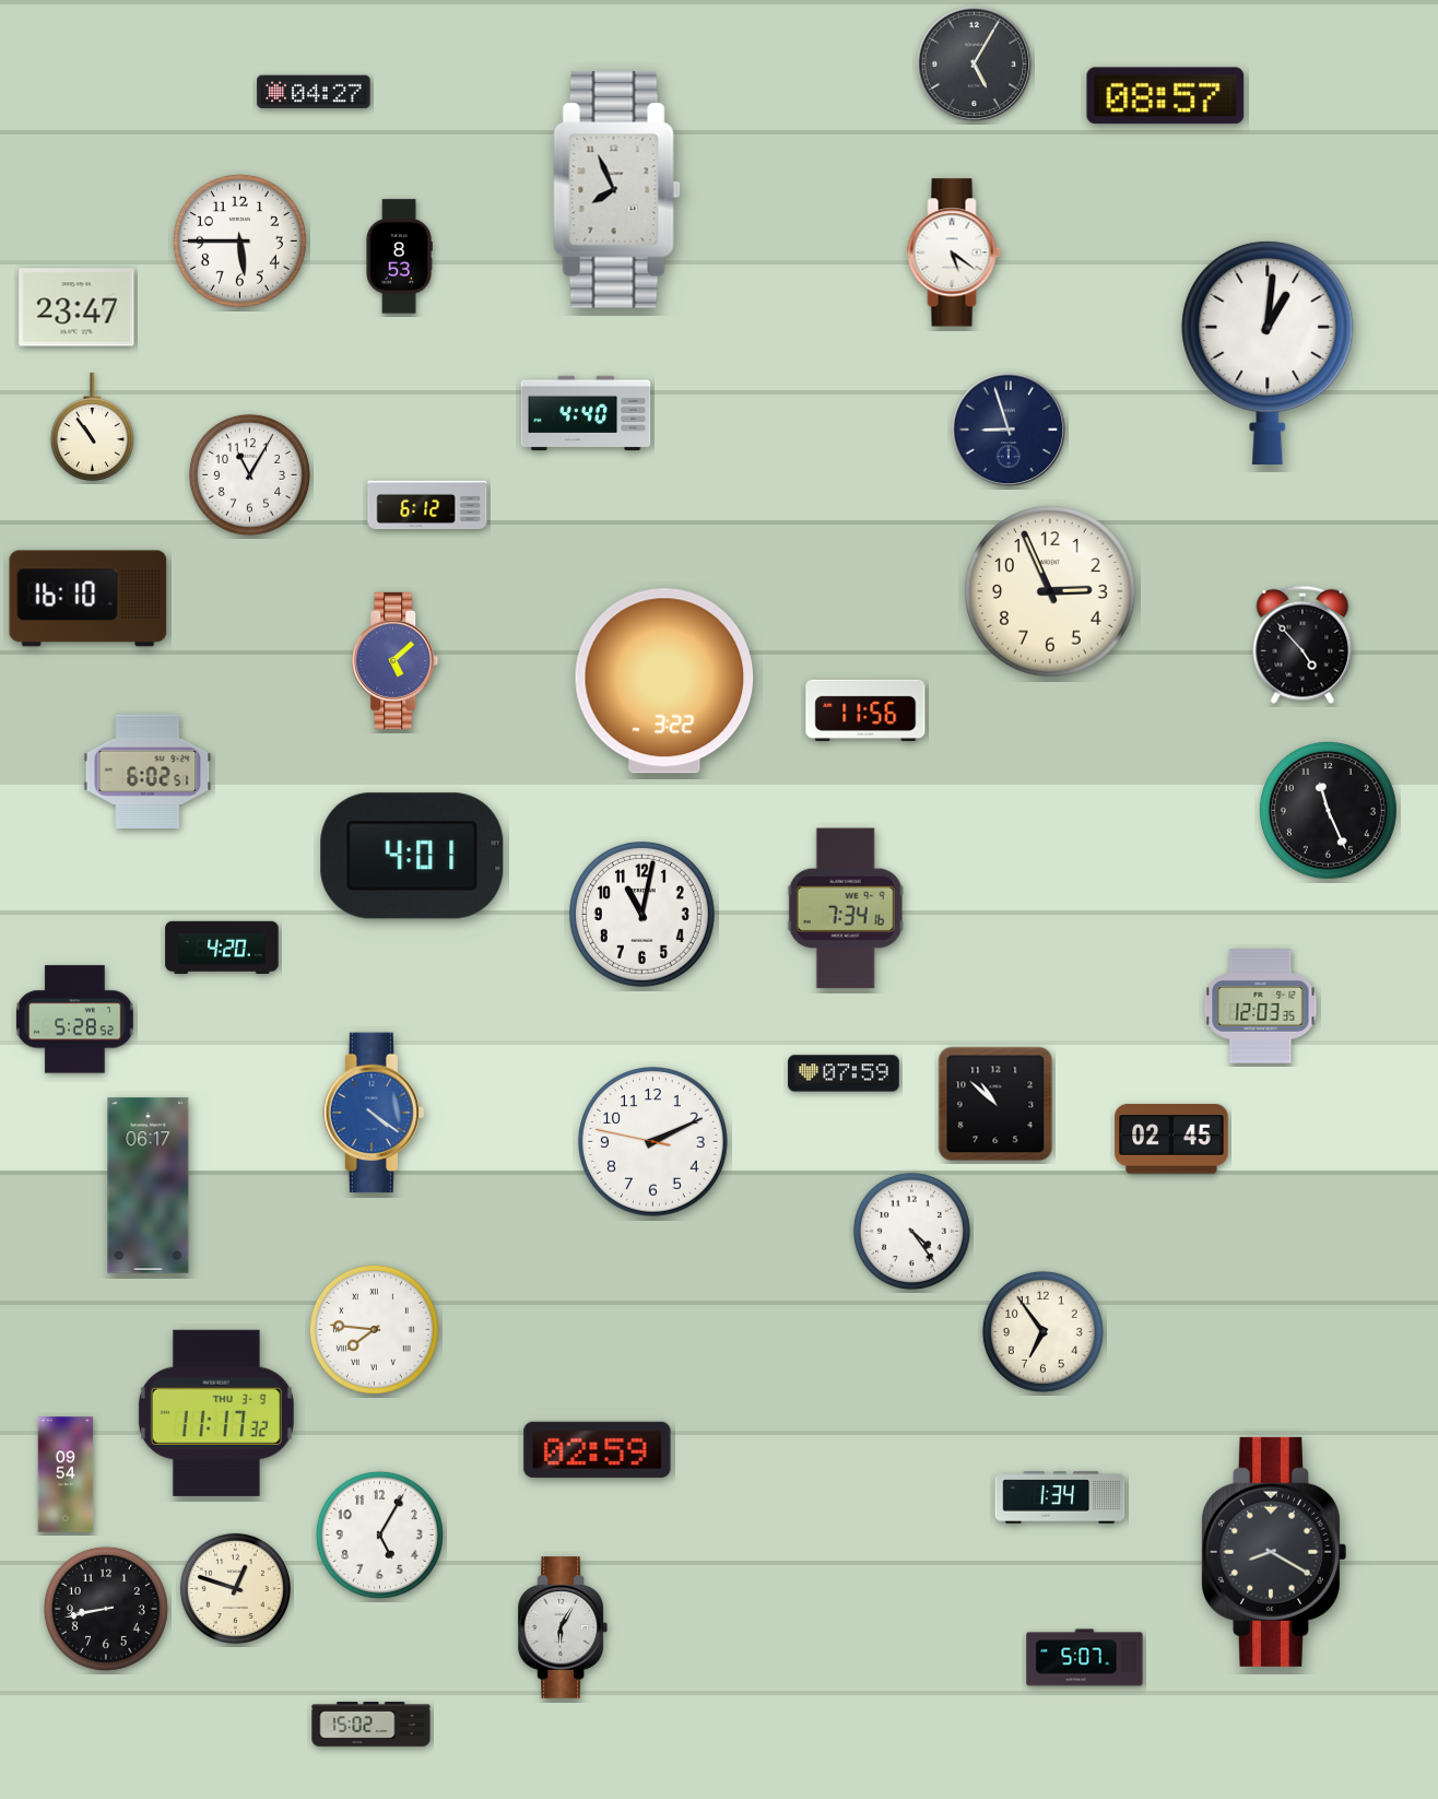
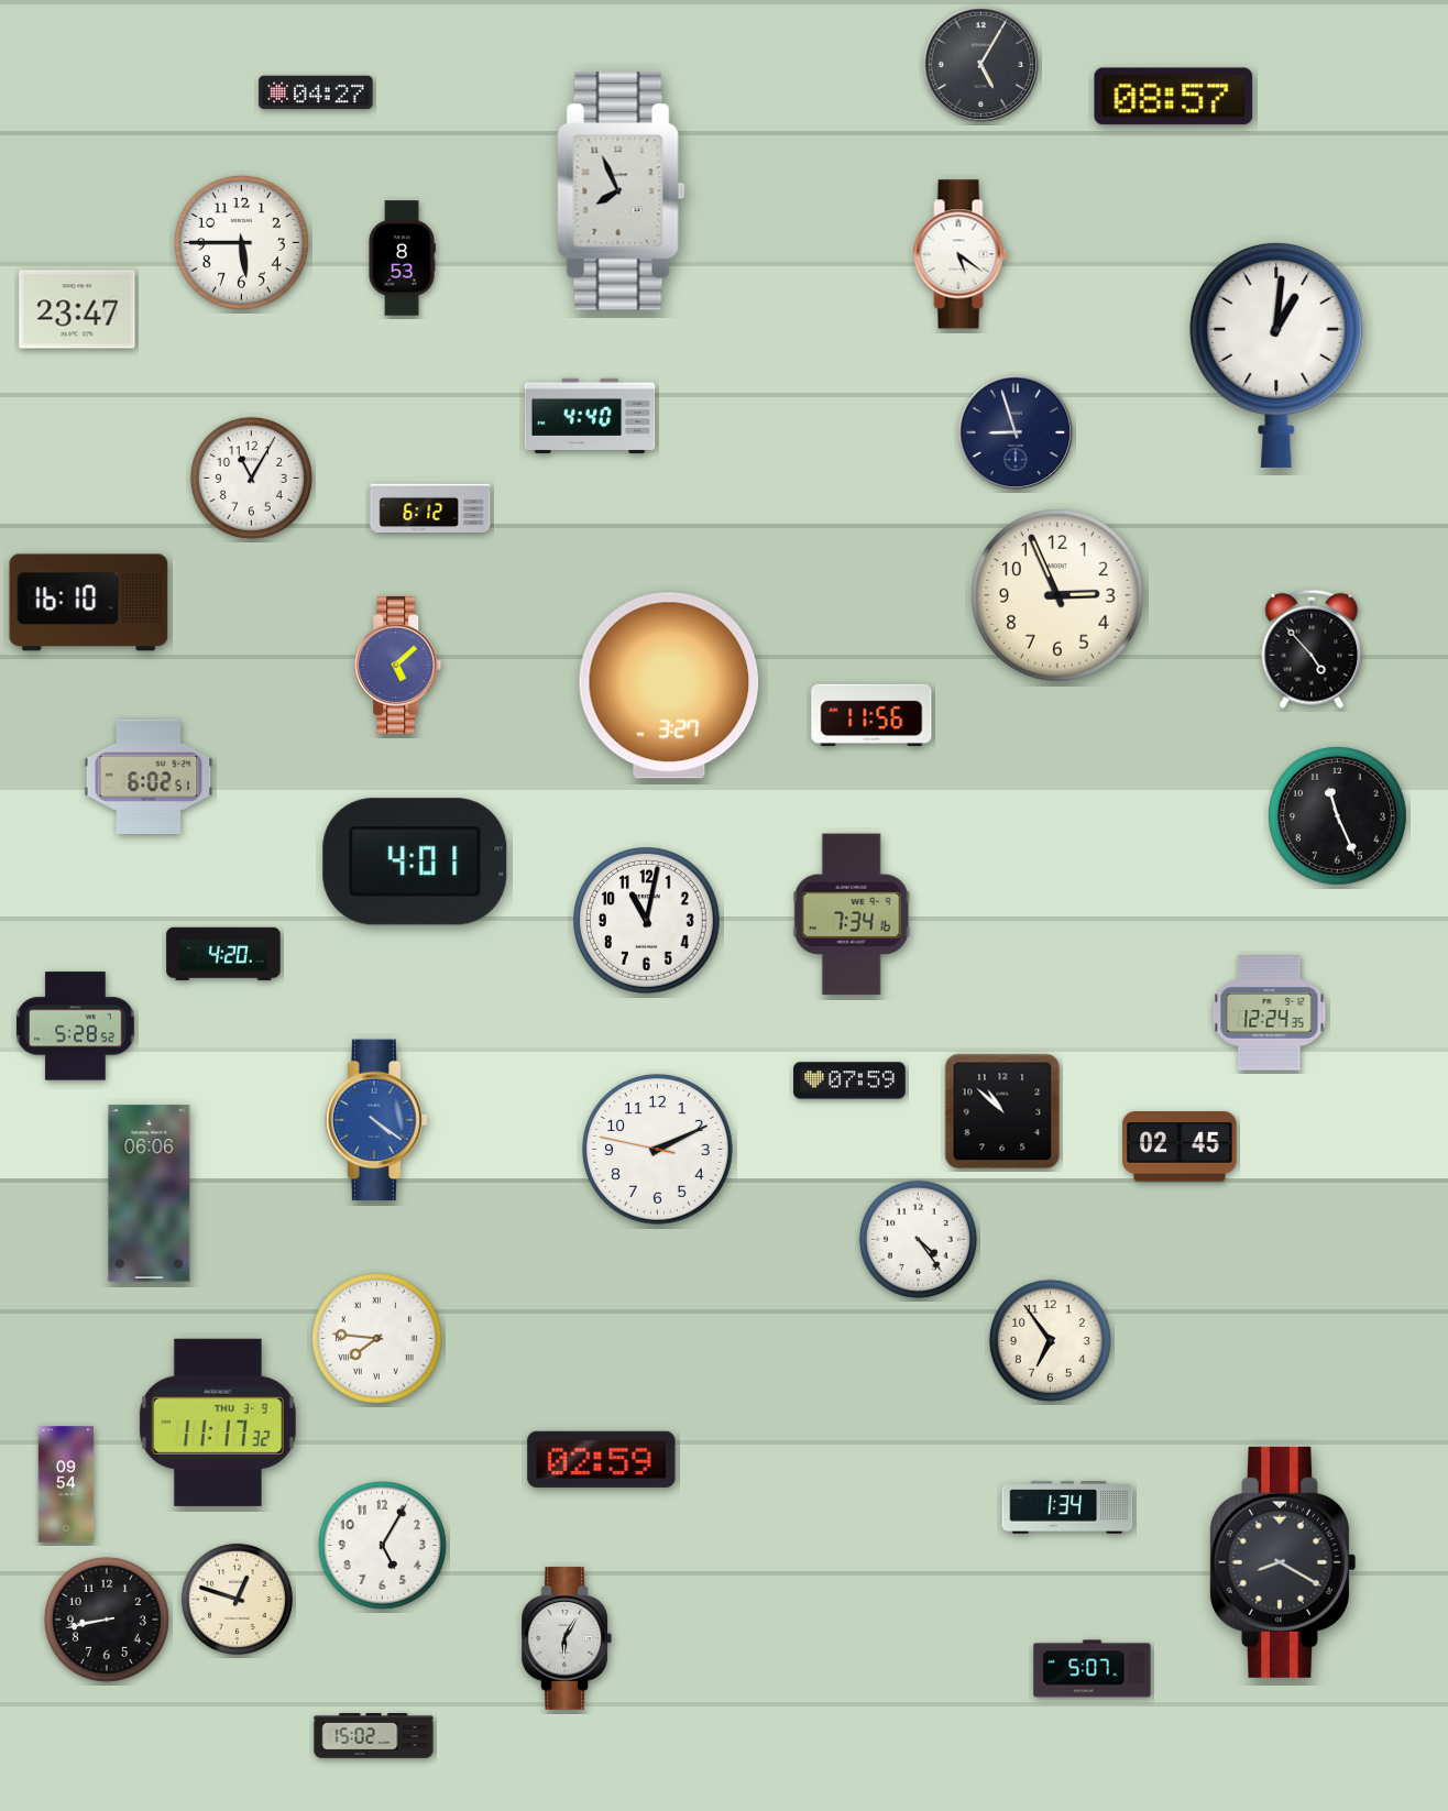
clock at (92, 426): 10:54 -> none
clock at (664, 681): 3:22 -> 3:27
clock at (1261, 1007): 12:03 -> 12:24
clock at (149, 1186): 06:17 -> 06:06
